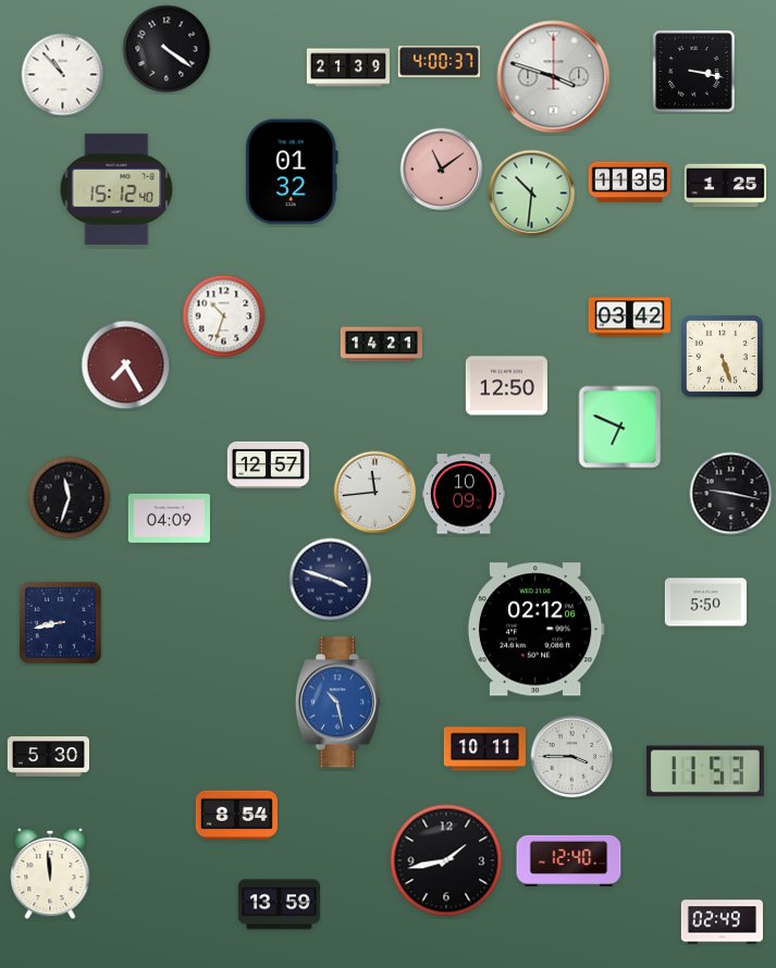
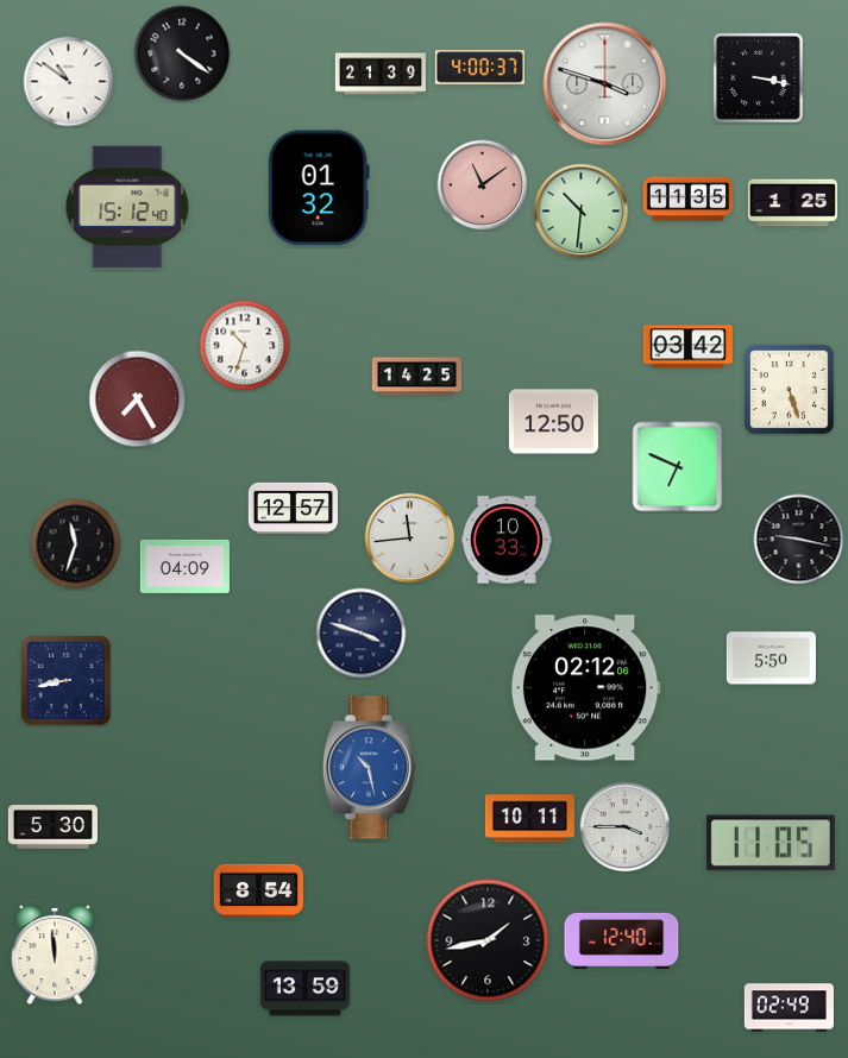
clock at (63, 75): 10:53 -> 10:51
clock at (381, 345): 14:21 -> 14:25
clock at (464, 494): 10:09 -> 10:33
clock at (705, 771): 11:53 -> 11:05
